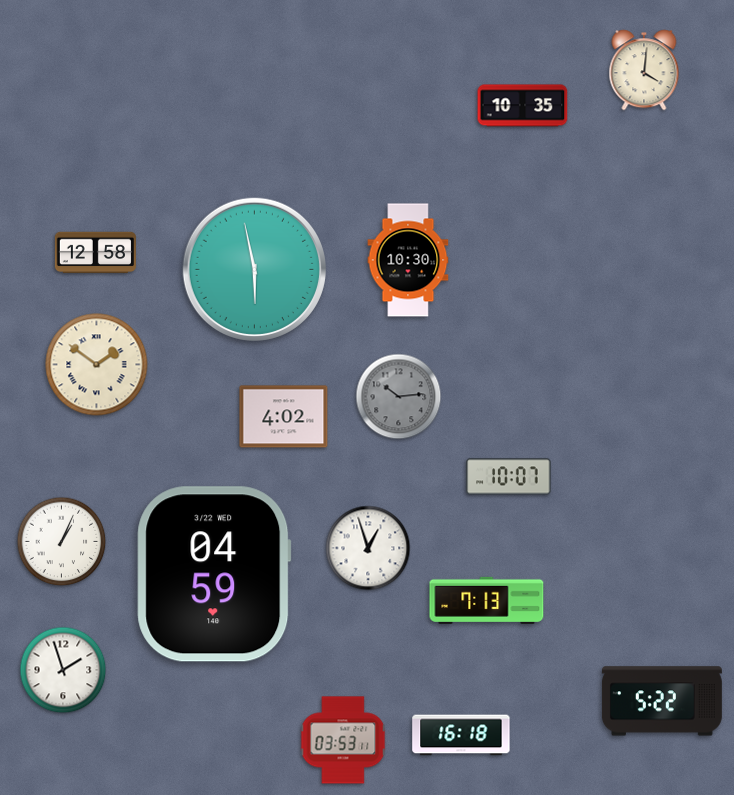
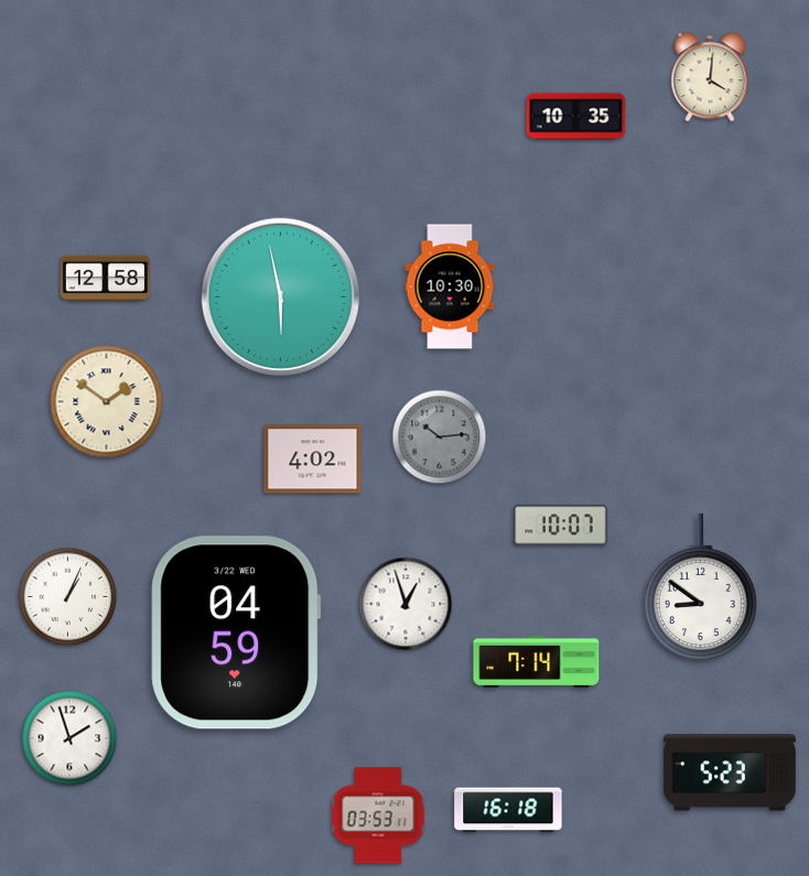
clock at (700, 587): none -> 8:51
clock at (487, 600): 7:13 -> 7:14
clock at (662, 701): 5:22 -> 5:23
